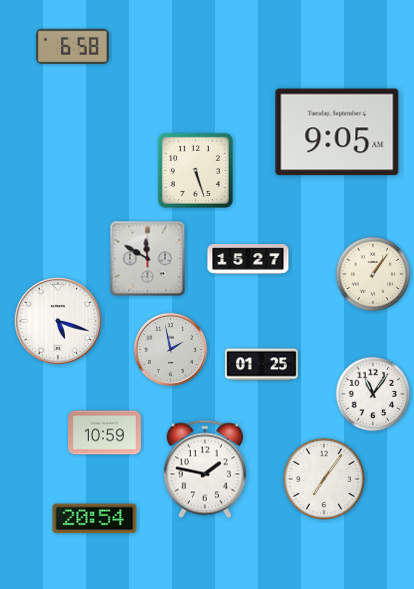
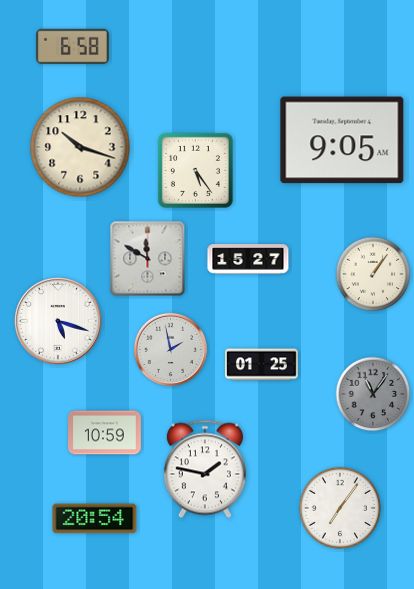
clock at (337, 132) position: (337, 132) -> (342, 140)
clock at (80, 147): none -> 10:18
clock at (195, 170): 5:27 -> 5:24
clock at (373, 394) dial: white -> grey
clock at (324, 479) position: (324, 479) -> (340, 508)
